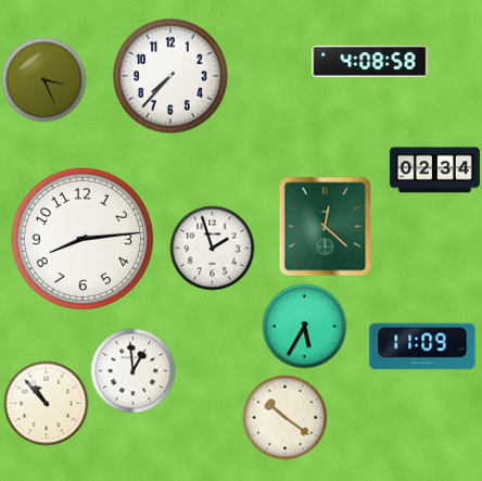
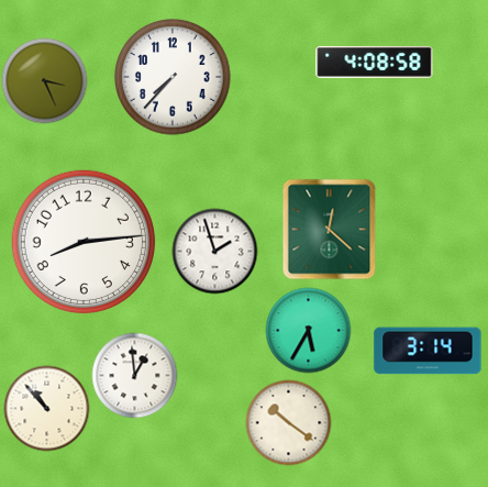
clock at (434, 170): 02:34 -> none
clock at (422, 346): 11:09 -> 3:14
